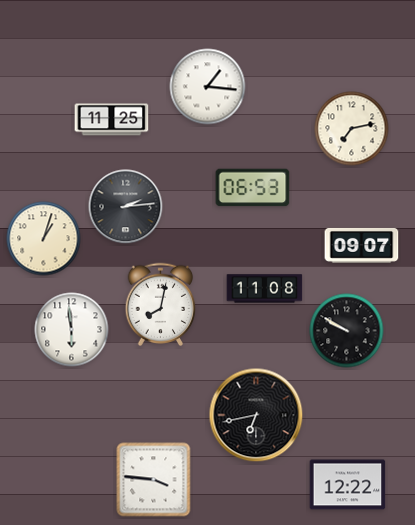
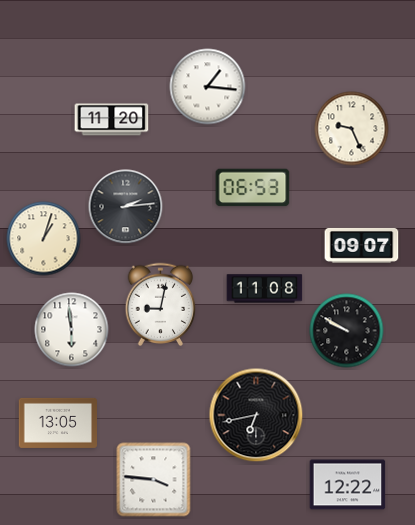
clock at (112, 120): 11:25 -> 11:20
clock at (352, 129): 7:13 -> 9:26
clock at (161, 305): 8:02 -> 9:02
clock at (57, 423): none -> 13:05
